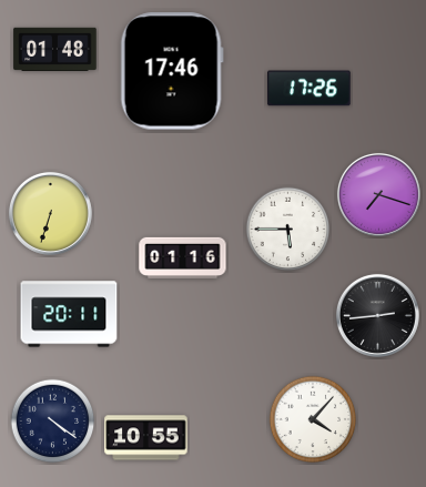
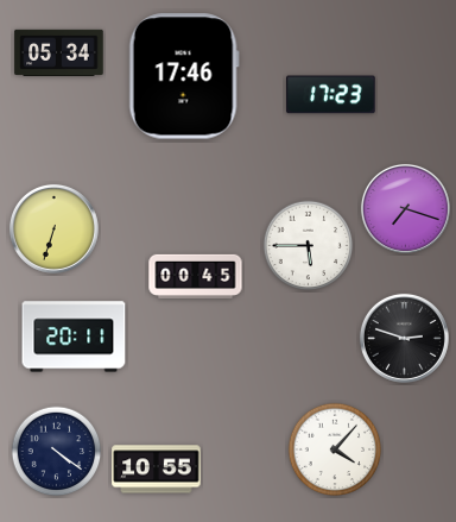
clock at (55, 49): 01:48 -> 05:34
clock at (310, 89): 17:26 -> 17:23
clock at (183, 257): 01:16 -> 00:45
clock at (377, 315): 2:44 -> 2:48
